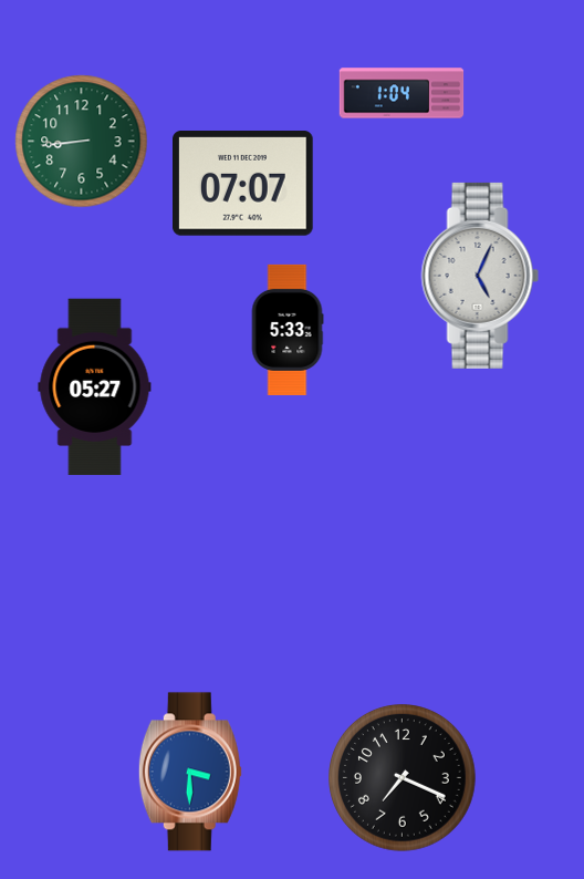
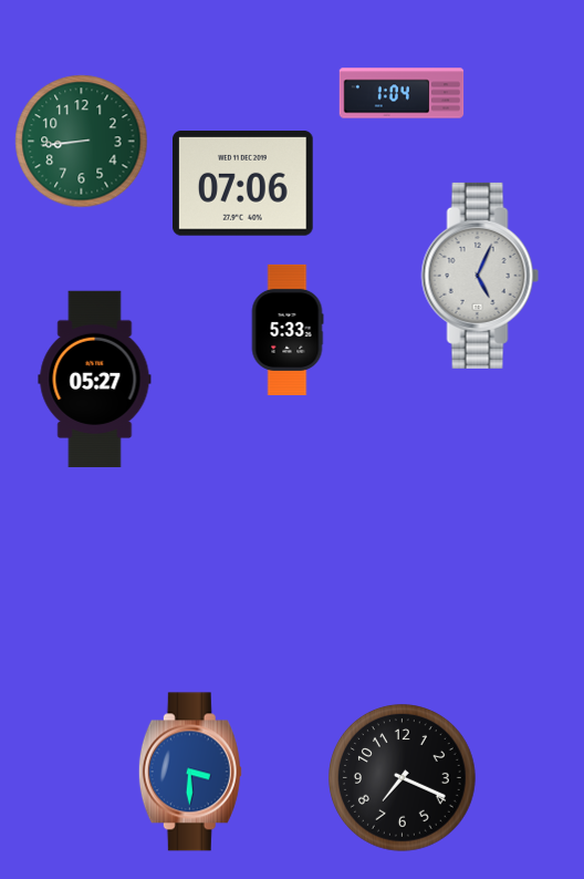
clock at (243, 184): 07:07 -> 07:06
clock at (95, 387) position: (95, 387) -> (95, 380)
